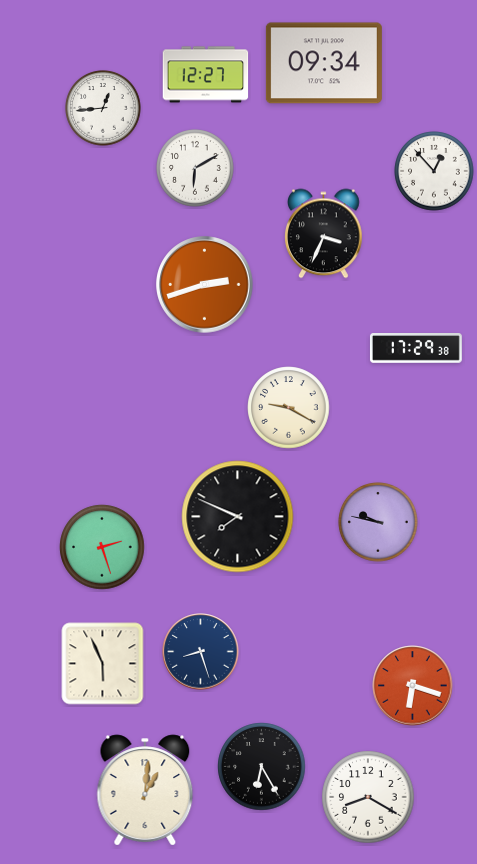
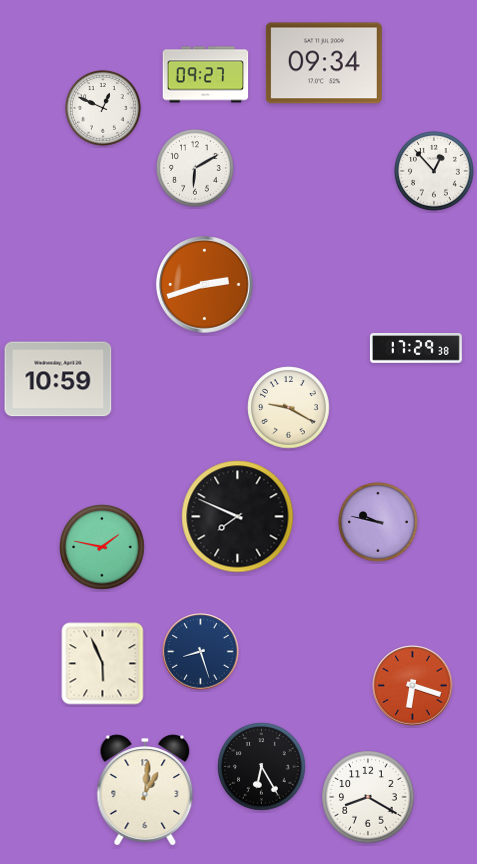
clock at (206, 75): 12:27 -> 09:27
clock at (104, 109): 12:44 -> 12:49
clock at (324, 234): 3:34 -> none
clock at (58, 379): none -> 10:59
clock at (102, 547): 2:27 -> 1:47
